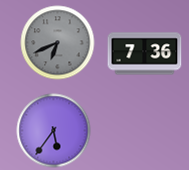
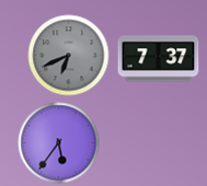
clock at (58, 43) position: (58, 43) -> (69, 56)
clock at (145, 54): 7:36 -> 7:37
